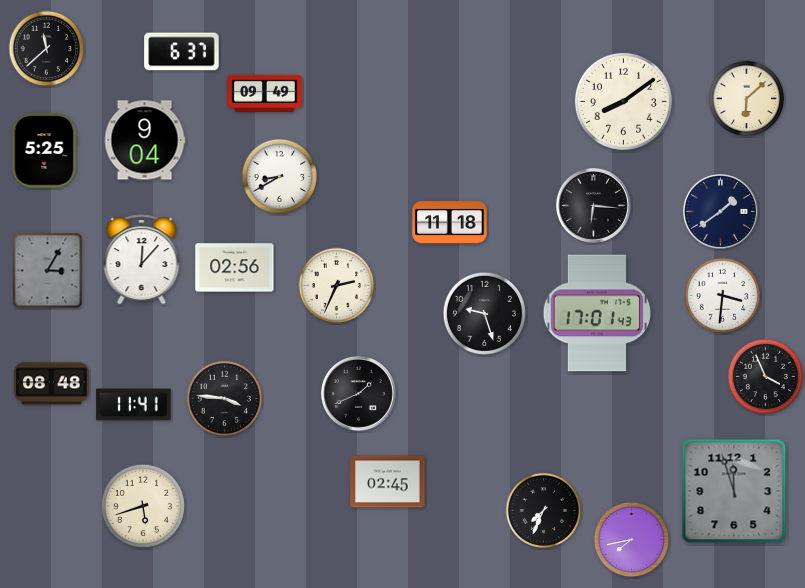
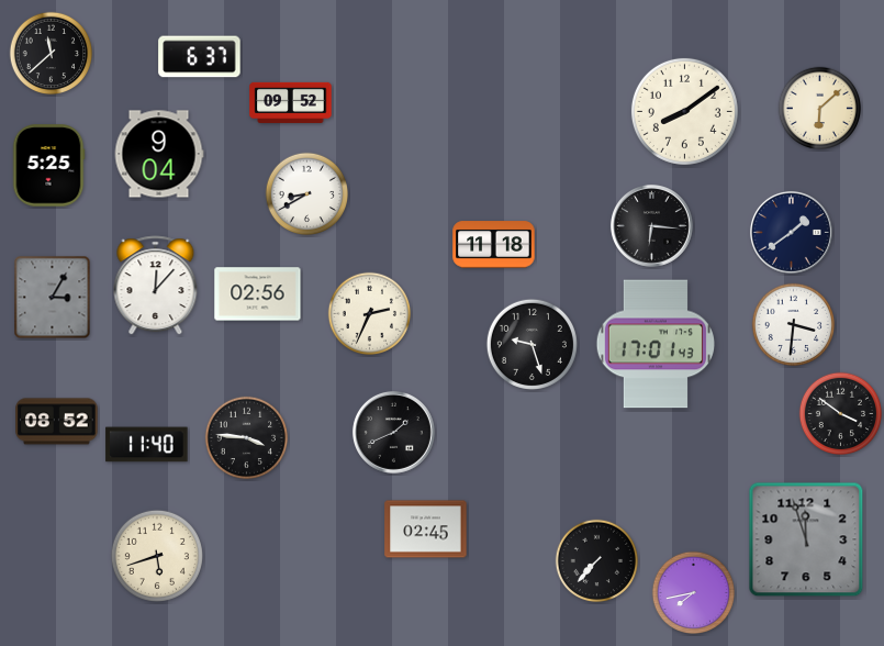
clock at (265, 93): 09:49 -> 09:52
clock at (766, 377): 3:56 -> 3:51
clock at (52, 384): 08:48 -> 08:52
clock at (134, 405): 11:41 -> 11:40
clock at (544, 511): 7:34 -> 7:37
